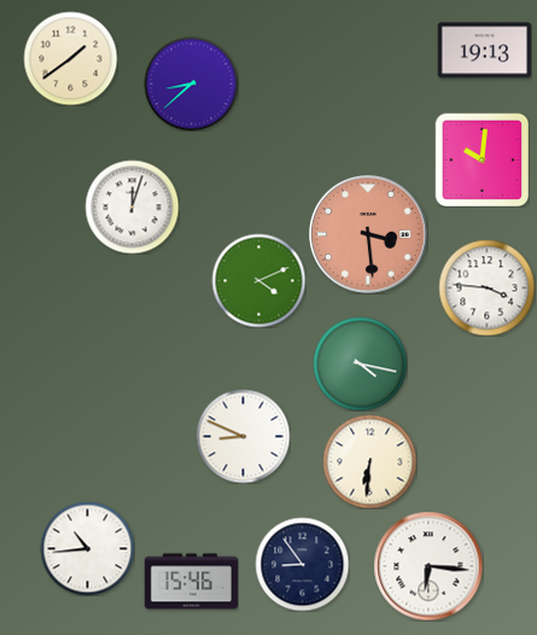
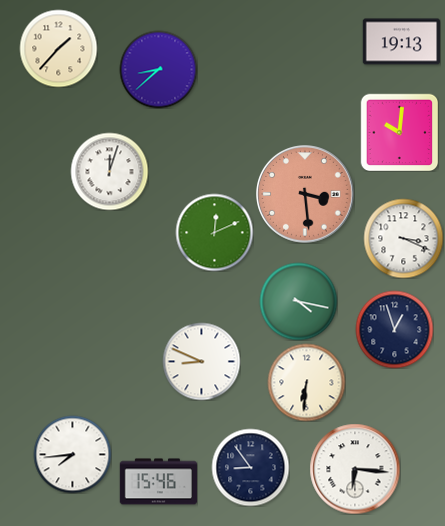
clock at (70, 58): 1:39 -> 1:37
clock at (258, 280): 4:11 -> 12:11
clock at (486, 287): 3:46 -> 3:19
clock at (394, 329): none -> 12:57
clock at (87, 548): 10:44 -> 7:44
